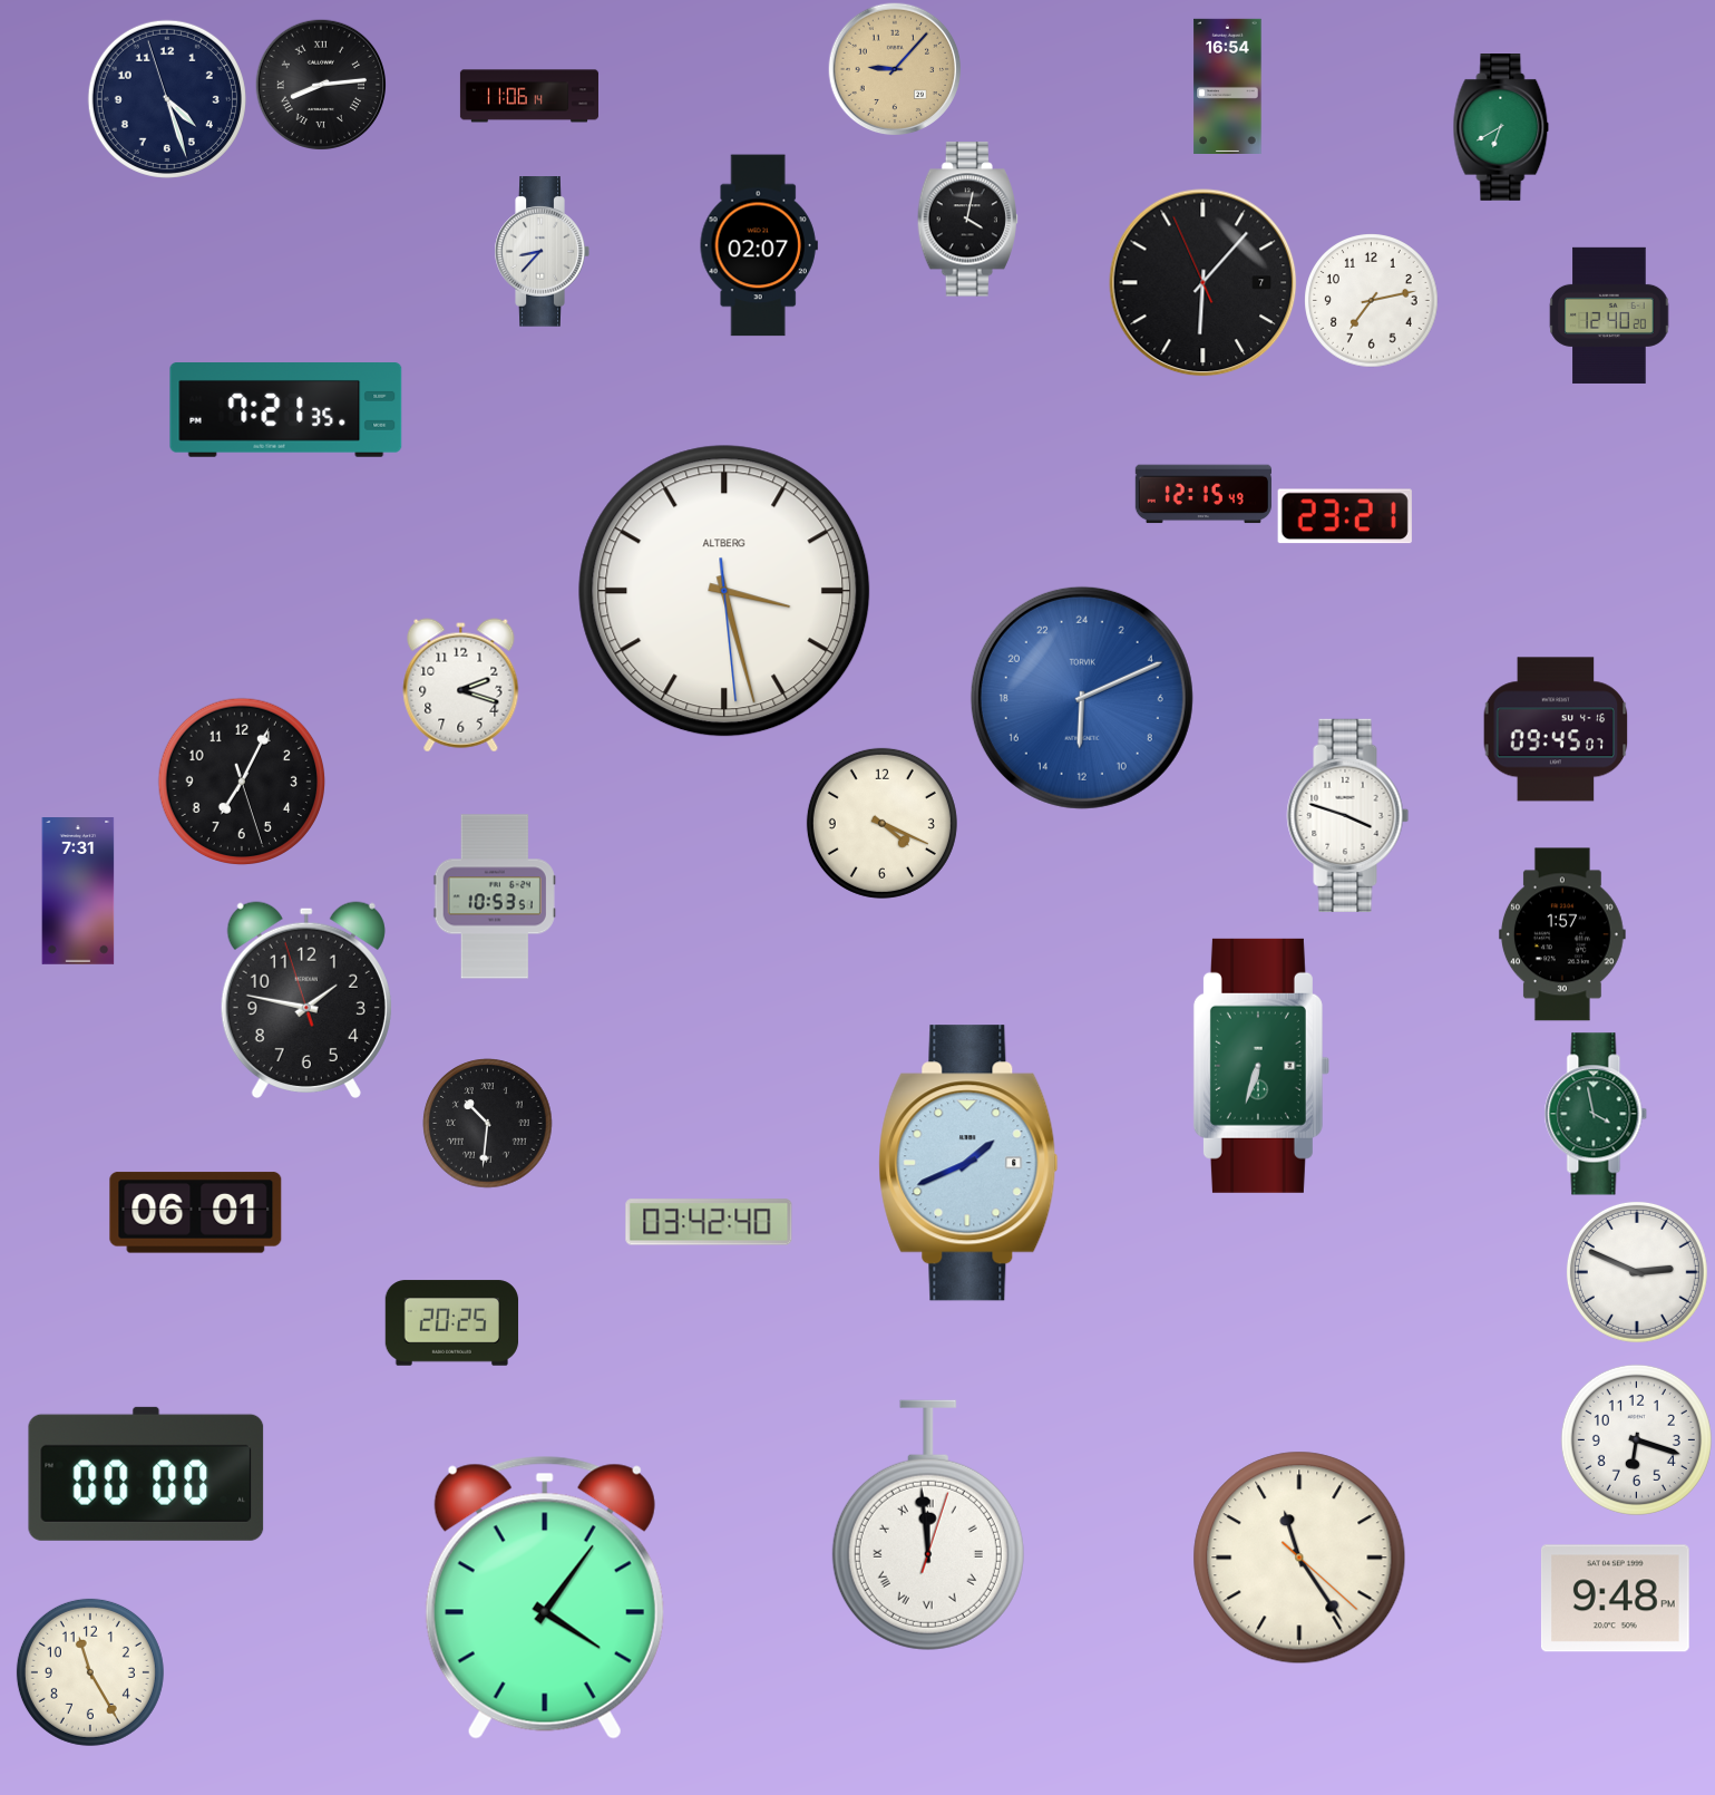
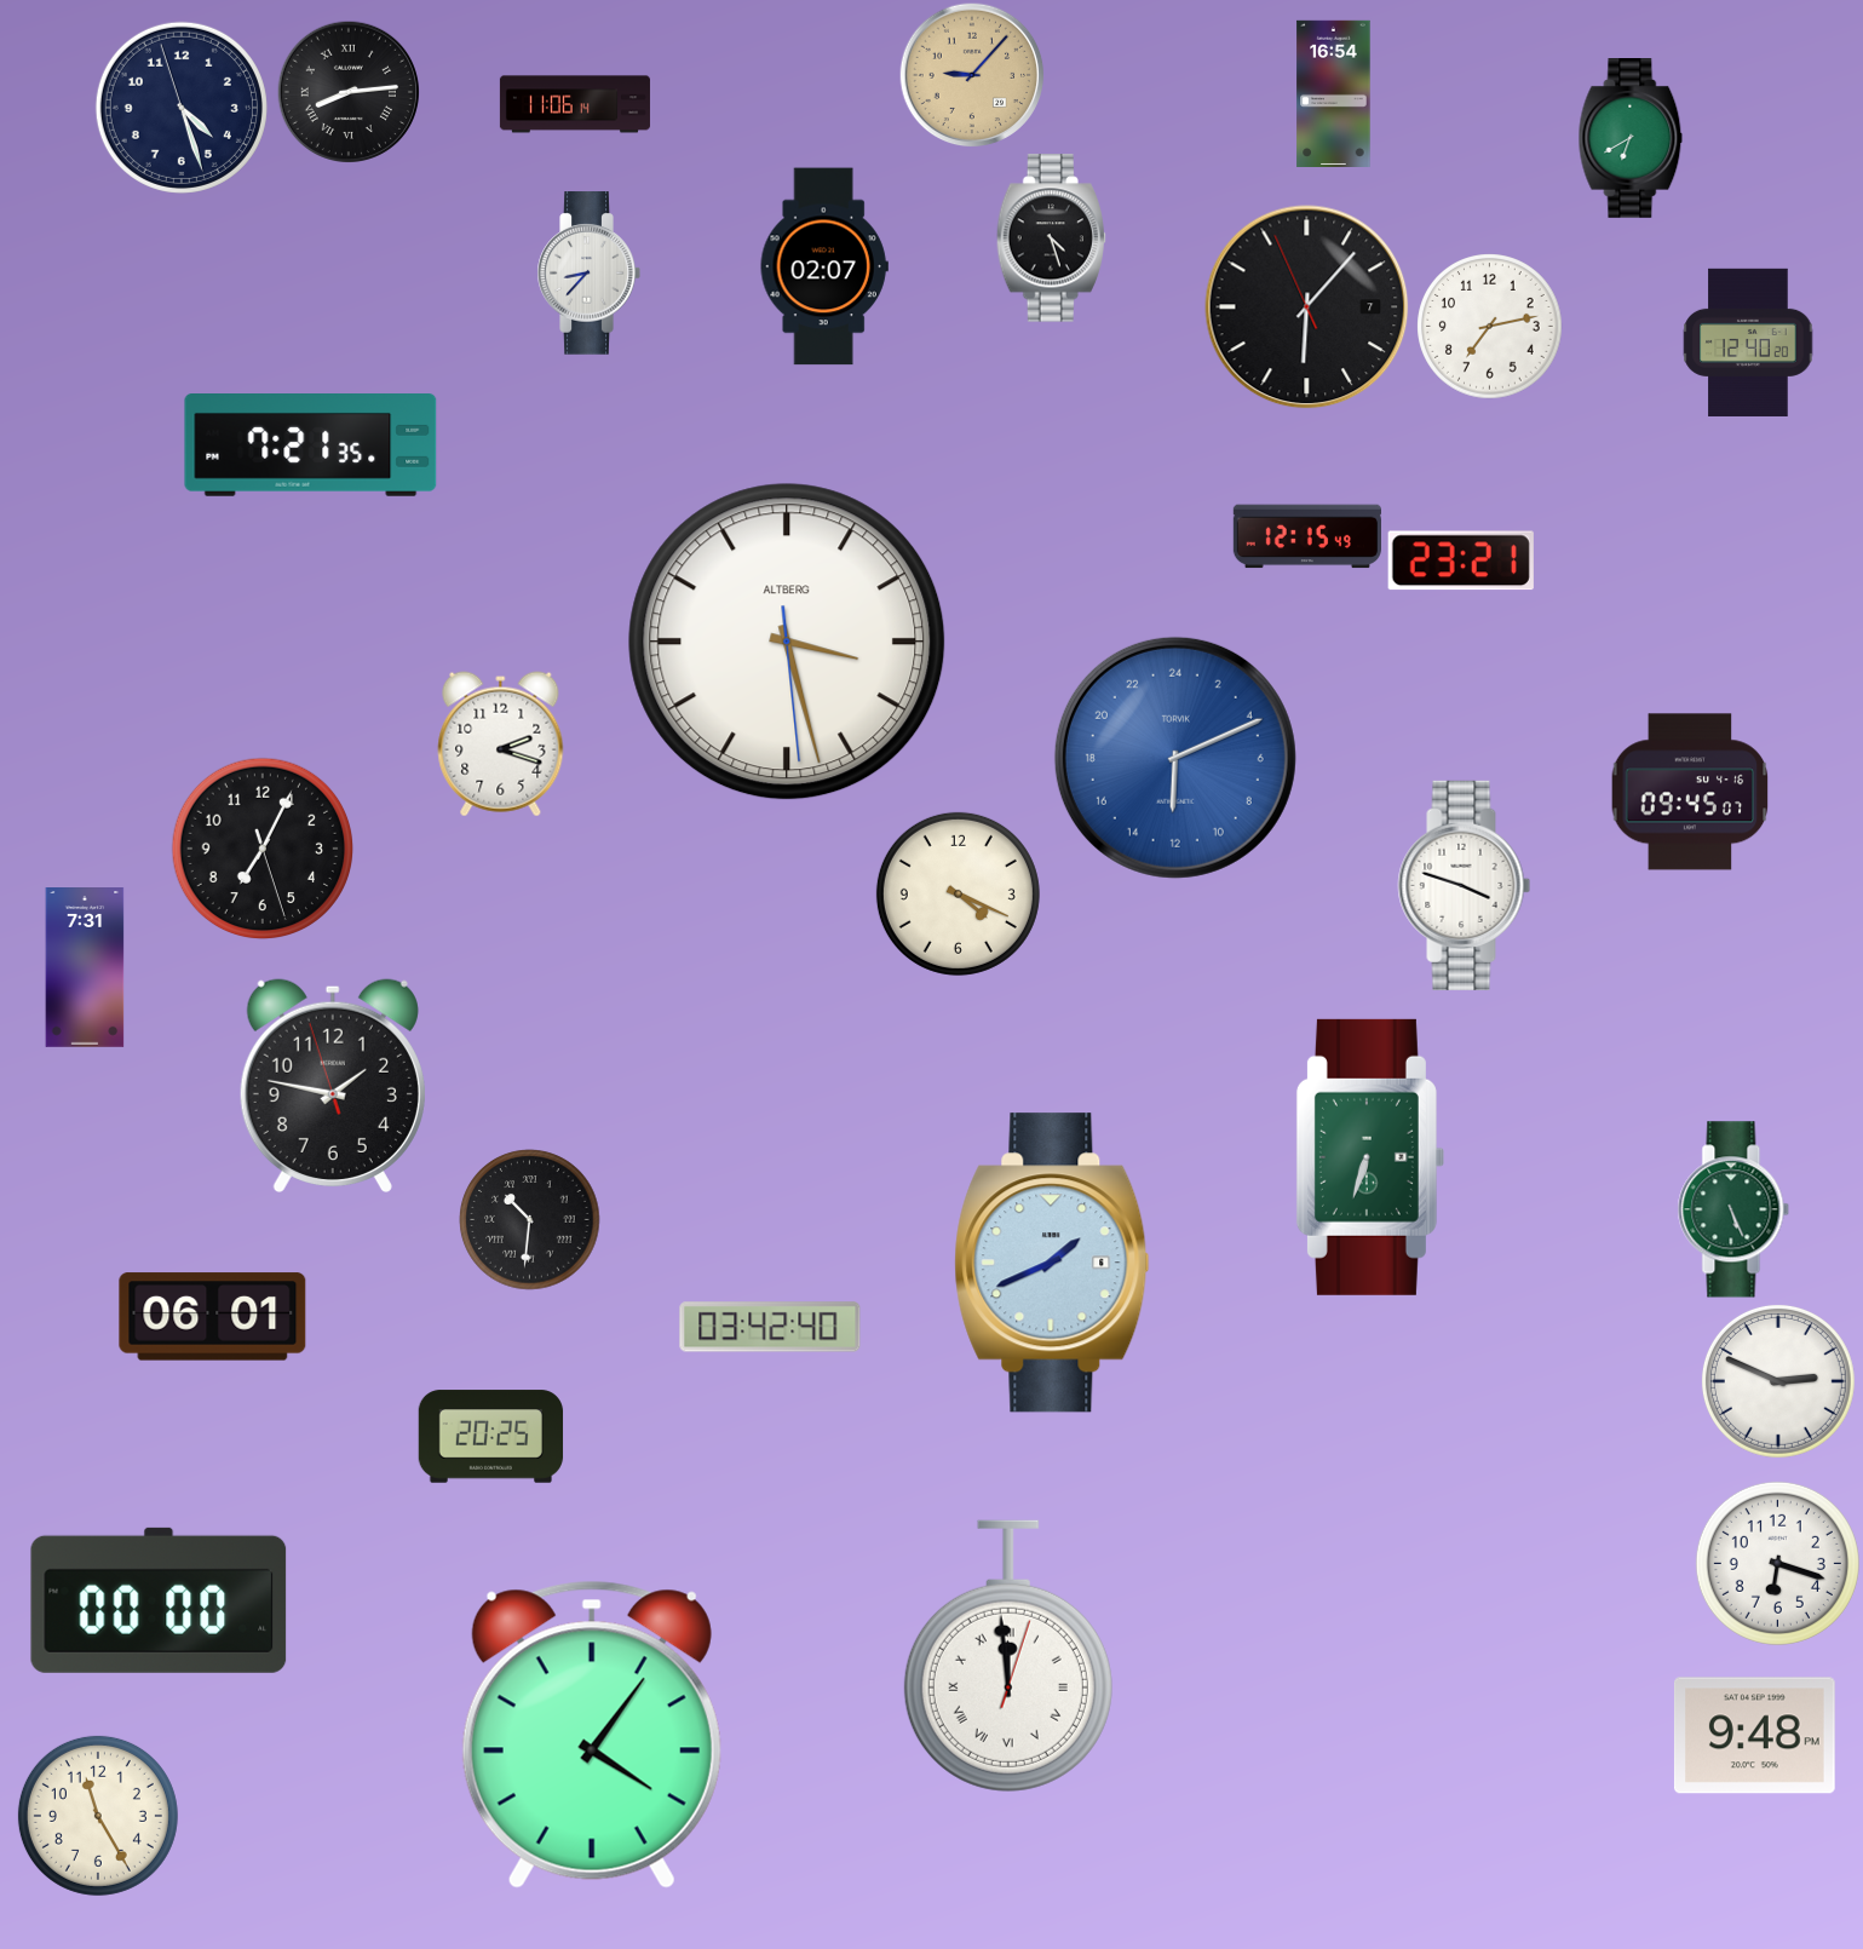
clock at (967, 220): 4:02 -> 4:27
clock at (495, 896): 10:53 -> none
clock at (1562, 934): 1:57 -> none
clock at (1596, 1114): 3:58 -> 5:26
clock at (1299, 1558): 11:24 -> none
